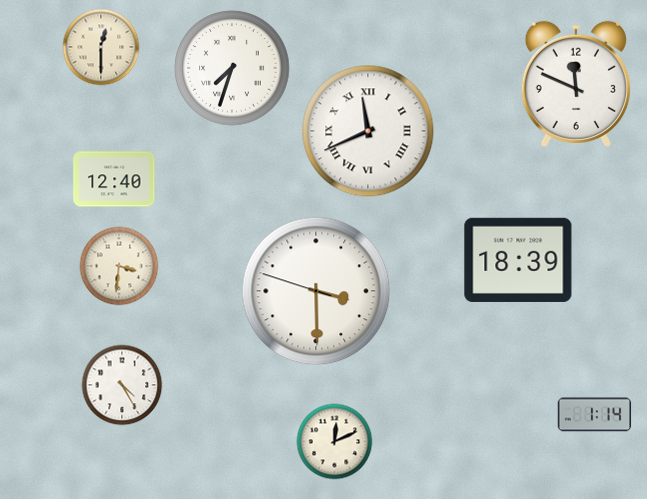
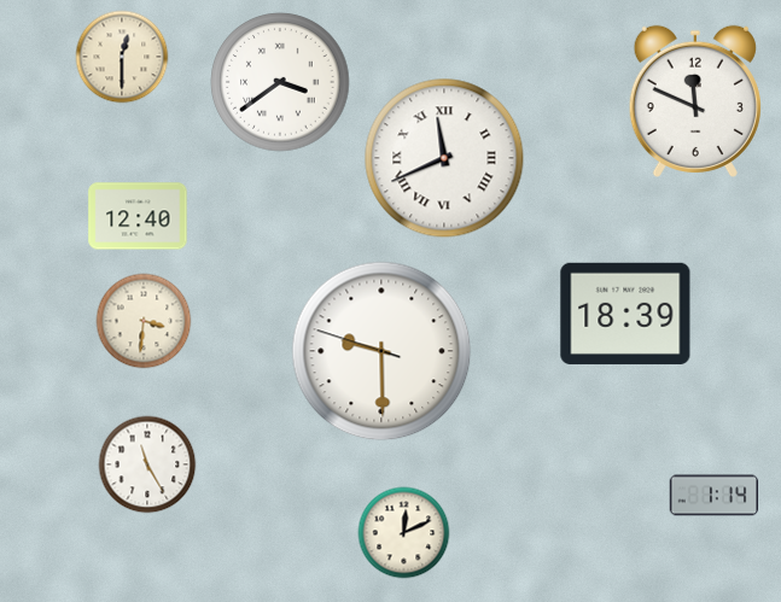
clock at (232, 68): 7:33 -> 3:39
clock at (316, 291): 3:29 -> 9:29
clock at (122, 385): 4:25 -> 11:25
clock at (595, 415) position: (595, 415) -> (715, 496)
